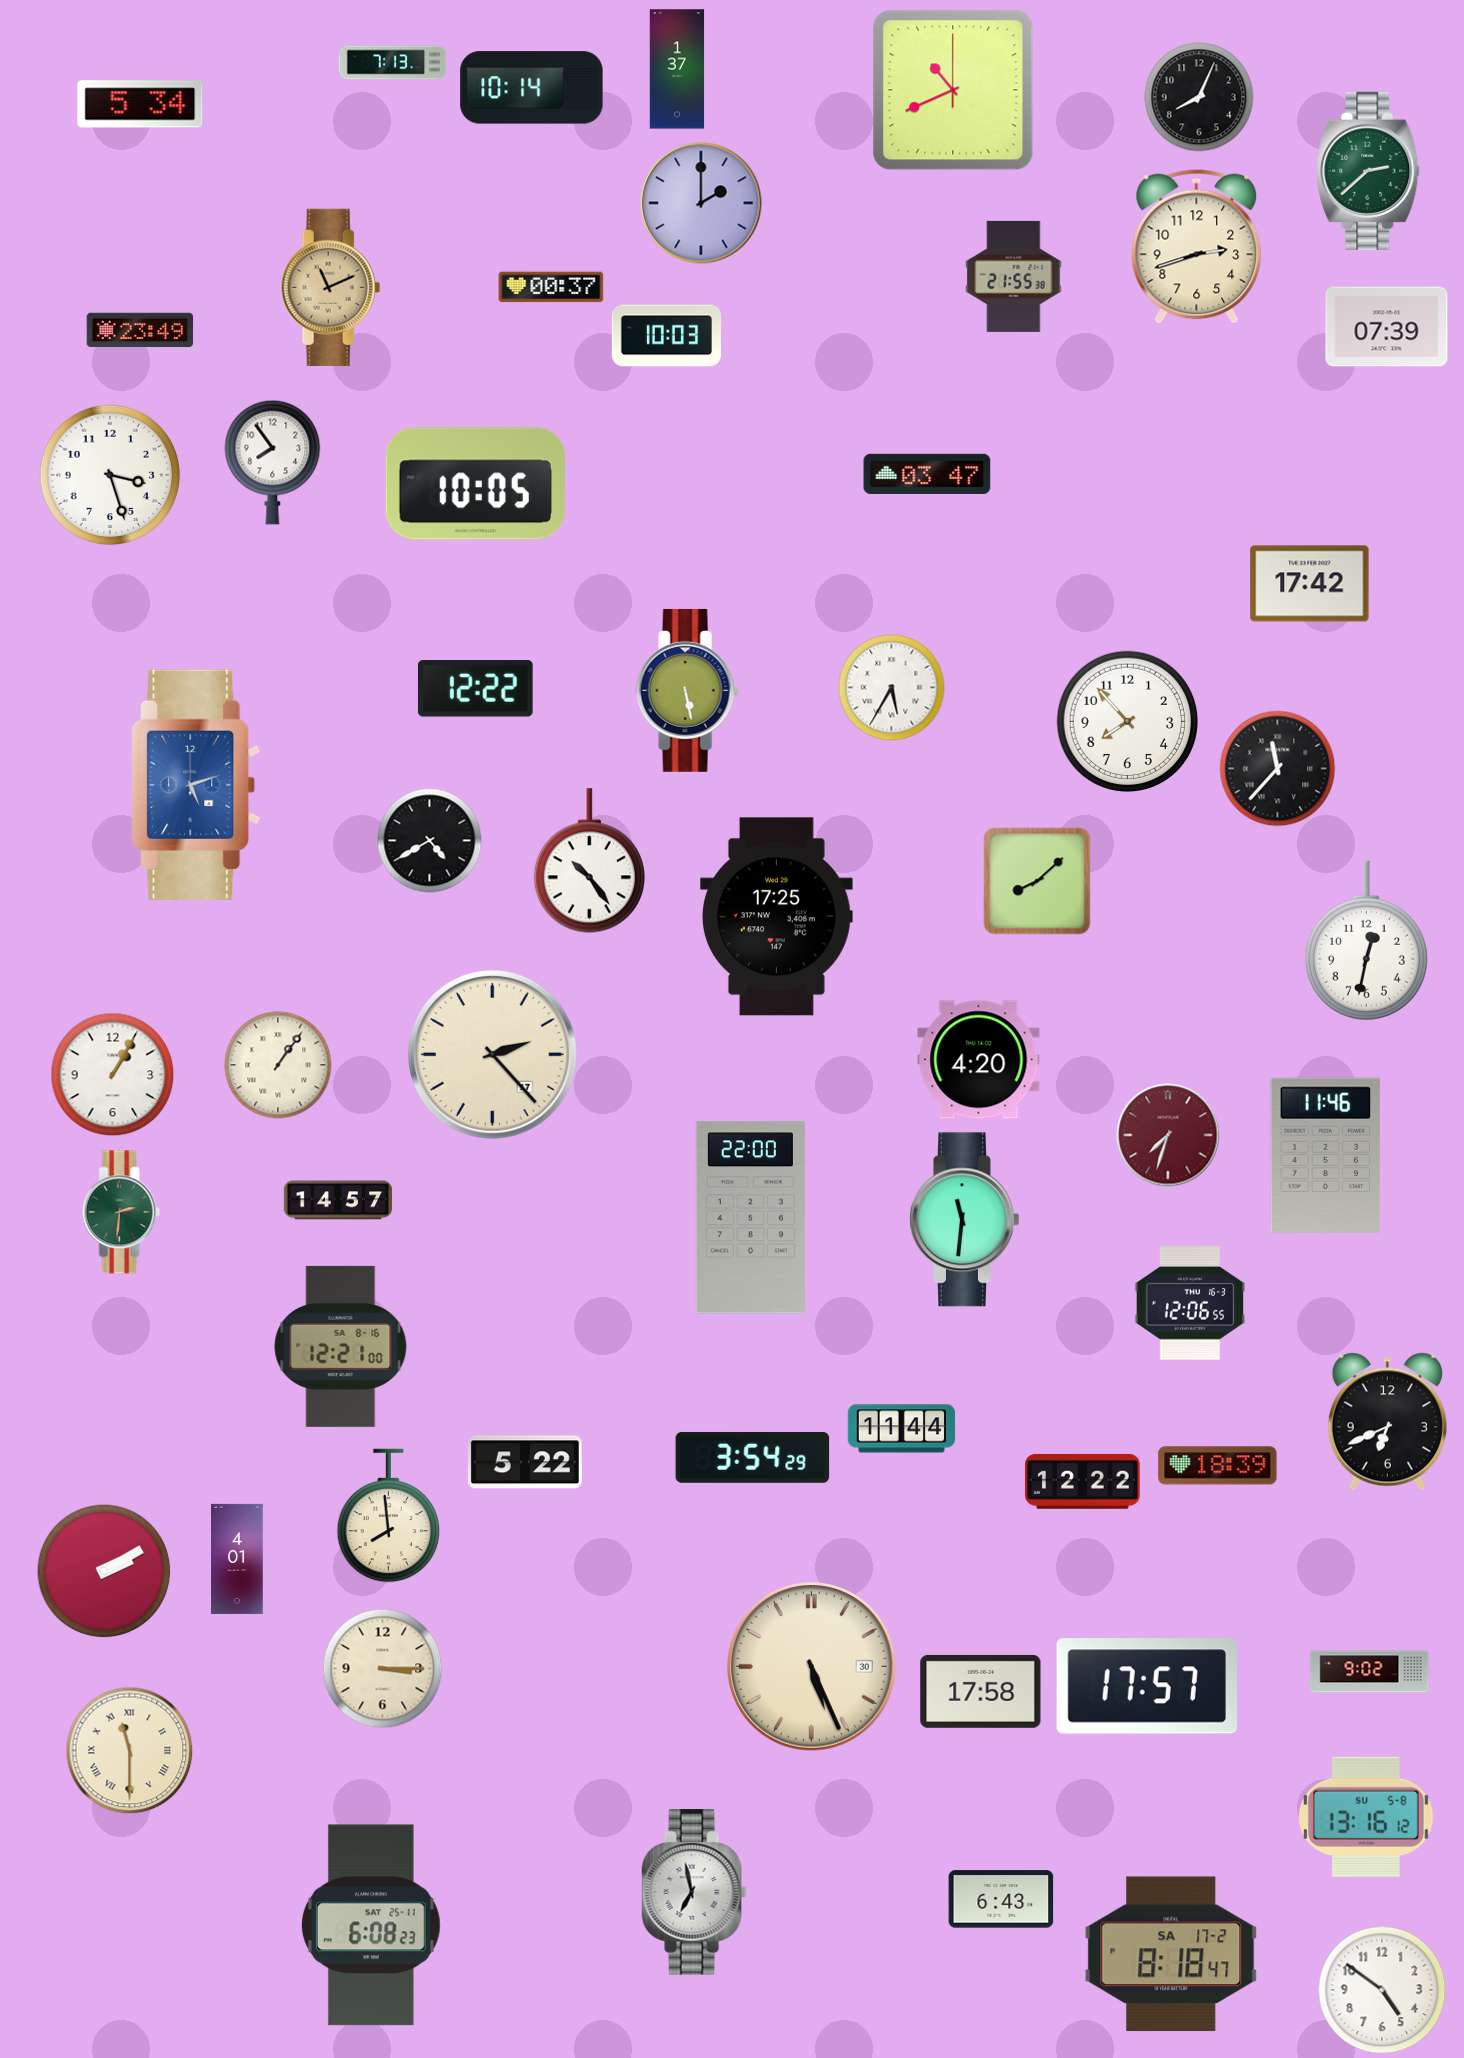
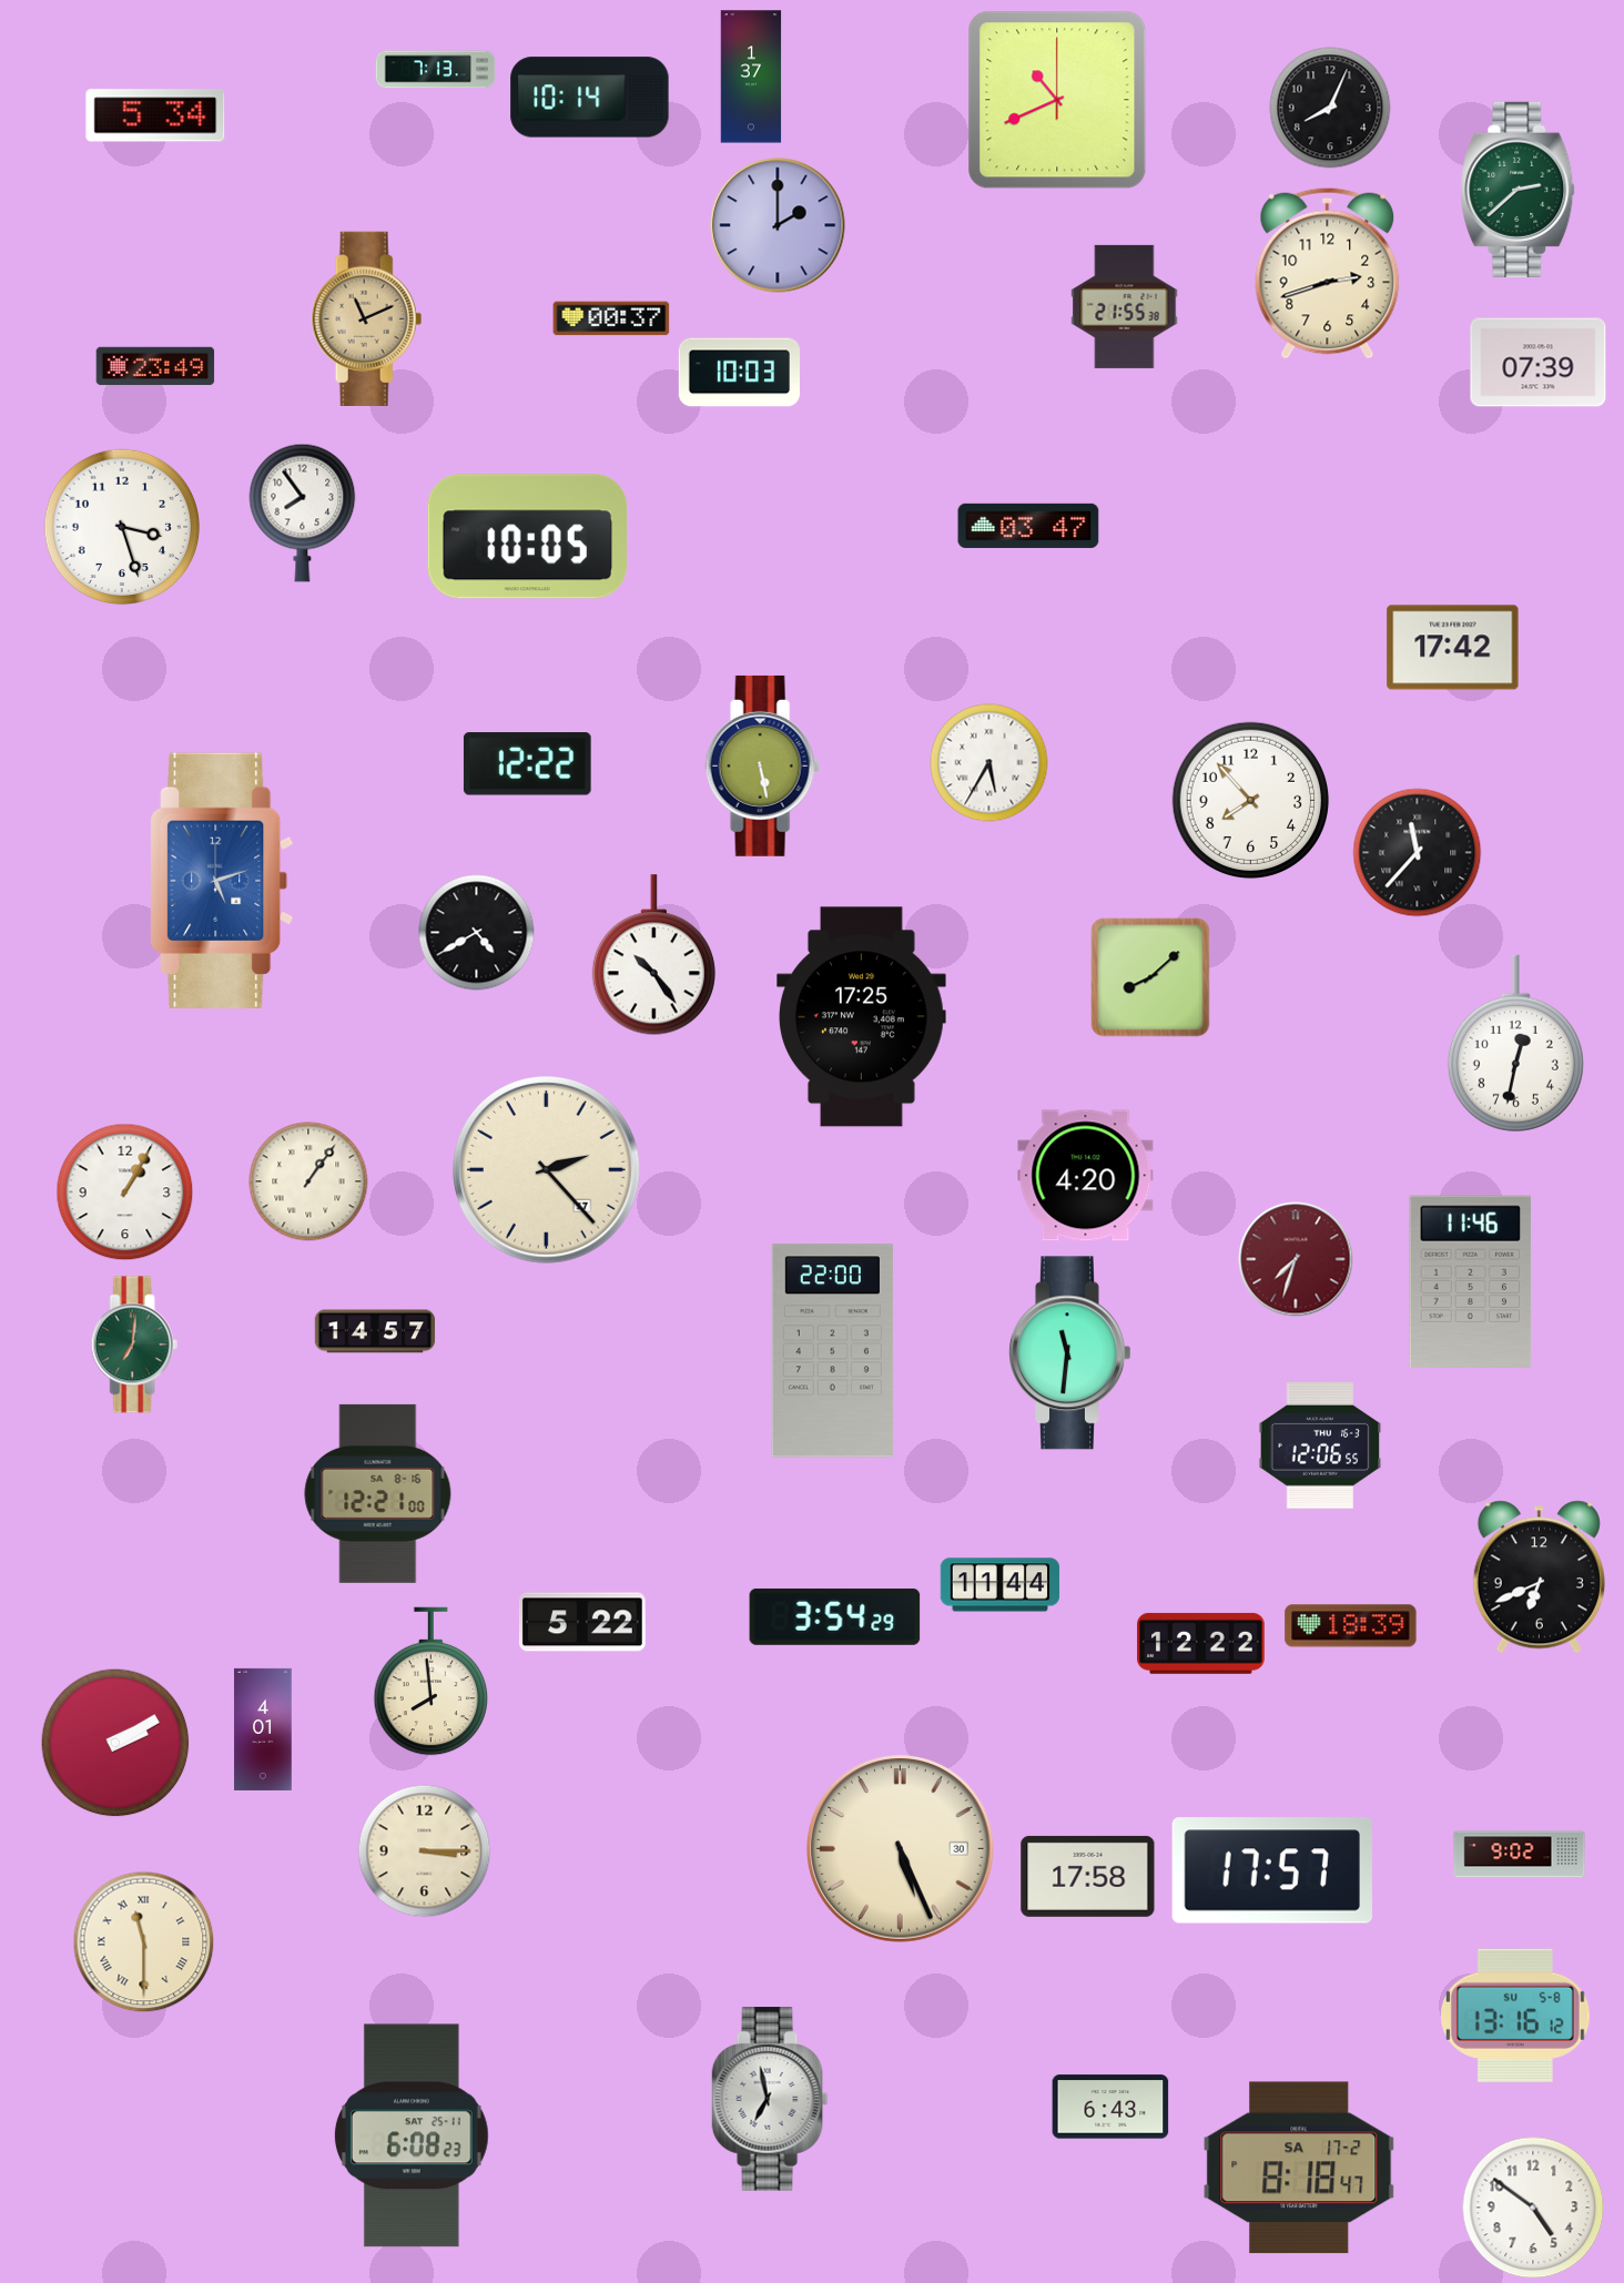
clock at (196, 785) position: (196, 785) -> (222, 881)
clock at (121, 1212): 2:31 -> 7:01
